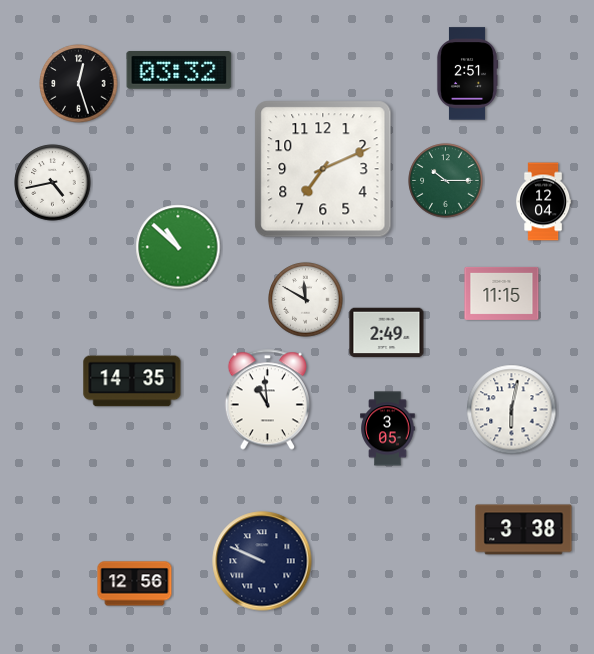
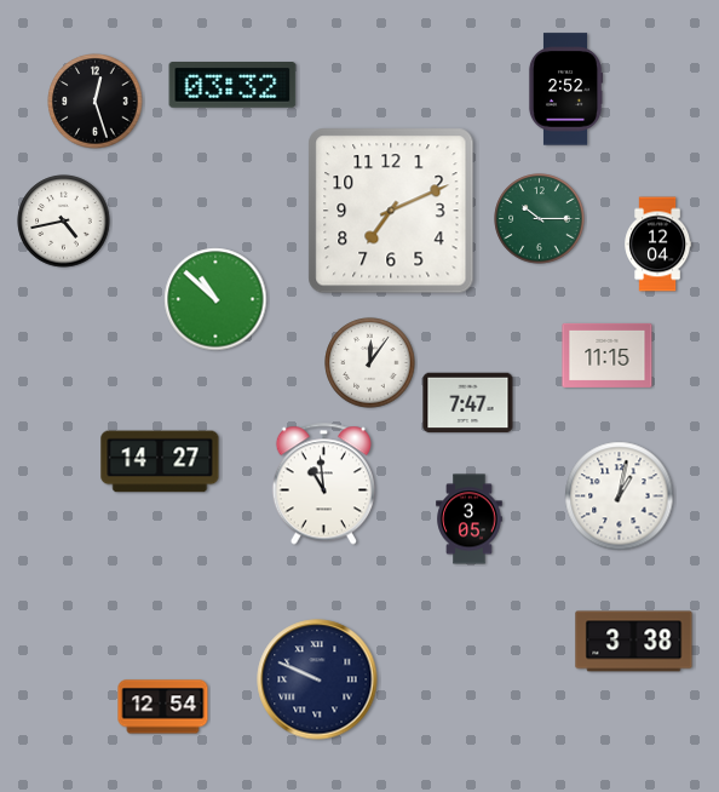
clock at (179, 71) position: (179, 71) -> (232, 86)
clock at (467, 74): 2:51 -> 2:52
clock at (323, 169) position: (323, 169) -> (391, 211)
clock at (306, 300): 11:50 -> 12:06
clock at (387, 333): 2:49 -> 7:47
clock at (132, 381): 14:35 -> 14:27
clock at (512, 410): 6:02 -> 1:02
clock at (135, 584): 12:56 -> 12:54
